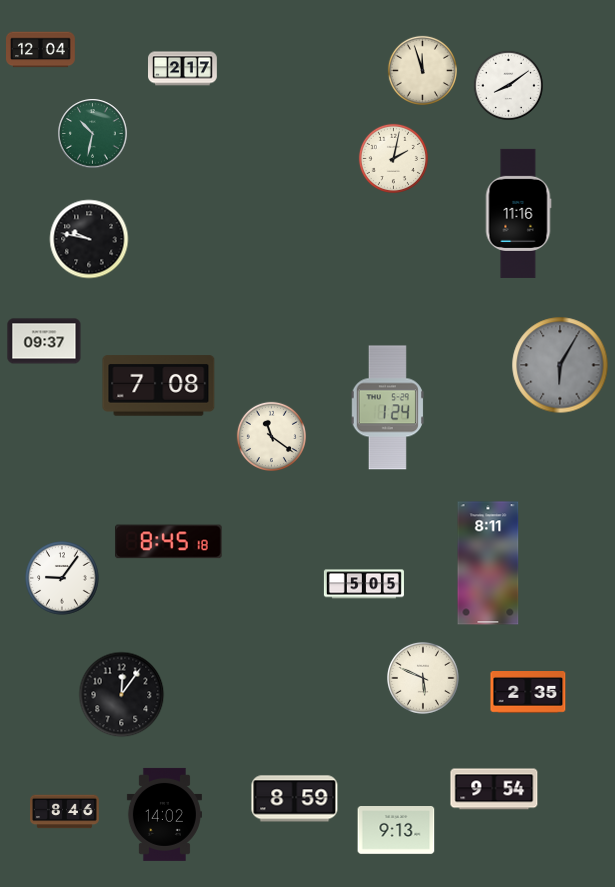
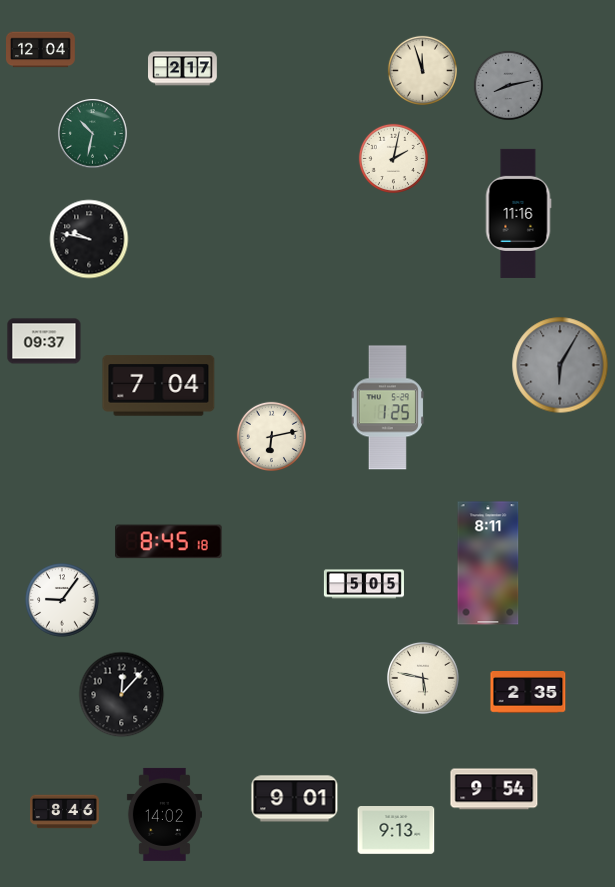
clock at (508, 85): 8:09 -> 8:13
clock at (508, 85) dial: white -> grey
clock at (159, 386): 7:08 -> 7:04
clock at (387, 408): 1:24 -> 1:25
clock at (271, 436): 11:21 -> 6:13
clock at (62, 578) position: (62, 578) -> (62, 600)
clock at (424, 679): 5:49 -> 5:47
clock at (122, 695): 12:06 -> 12:07
clock at (295, 799): 8:59 -> 9:01
